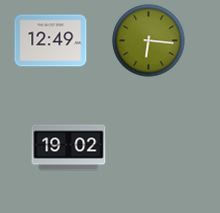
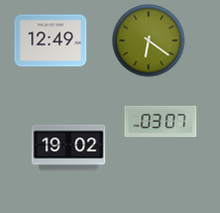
clock at (149, 41): 6:16 -> 6:21
clock at (161, 121): none -> 03:07
